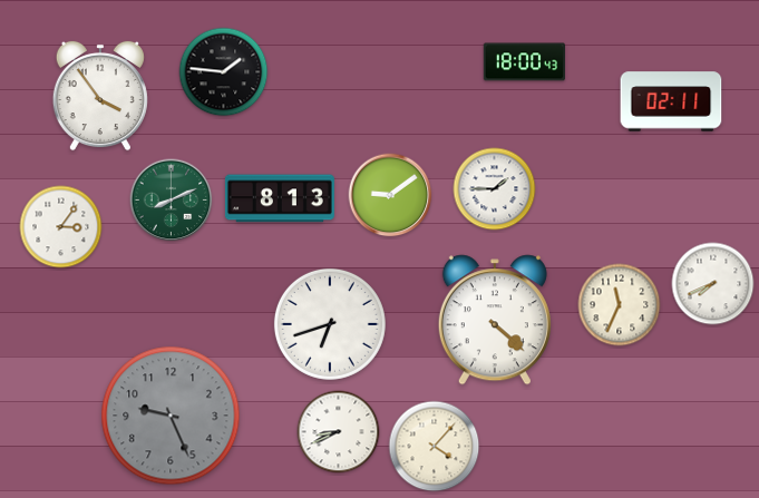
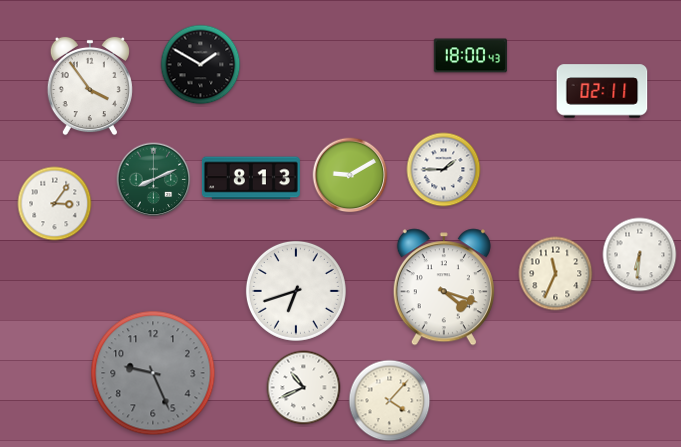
clock at (224, 72): 1:46 -> 1:50
clock at (390, 195): 9:09 -> 9:10
clock at (713, 284): 7:41 -> 6:31
clock at (495, 320): 4:22 -> 4:18
clock at (339, 432): 8:41 -> 10:41
